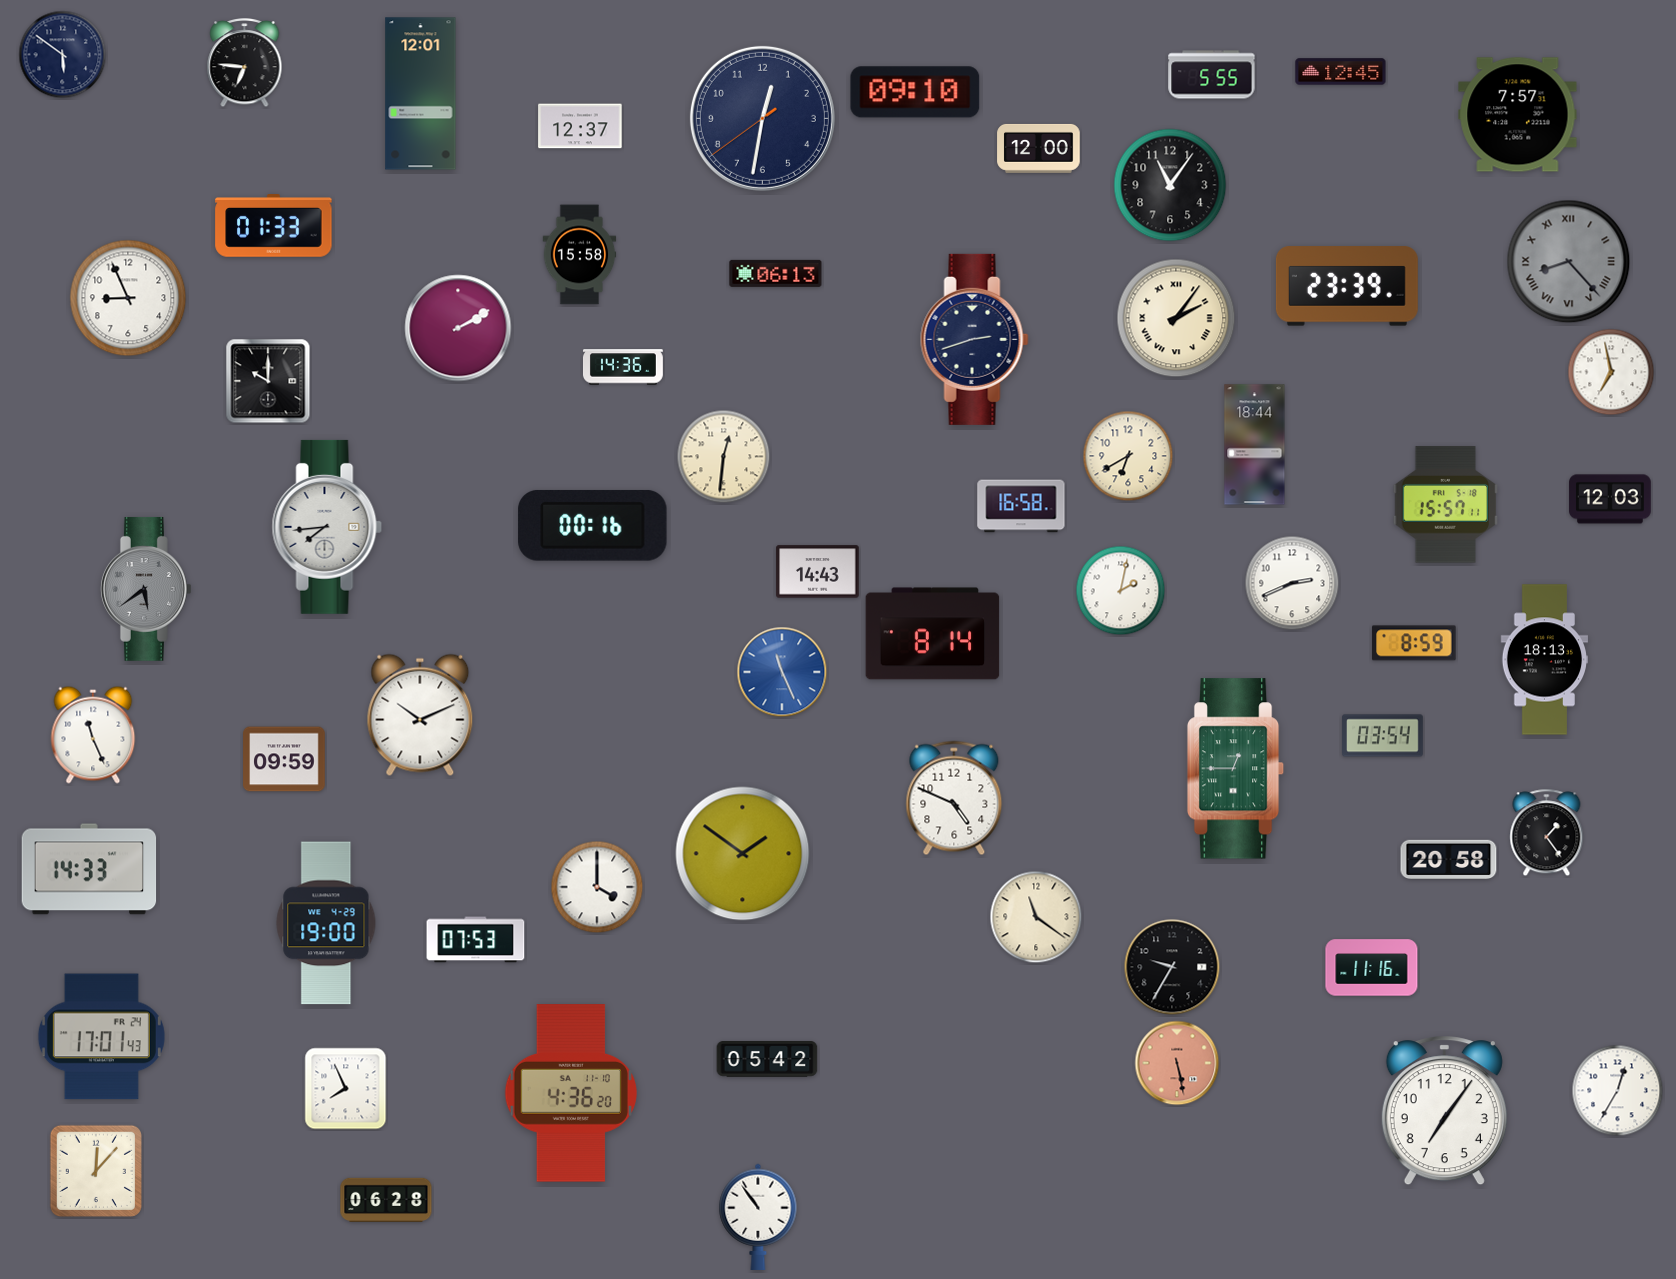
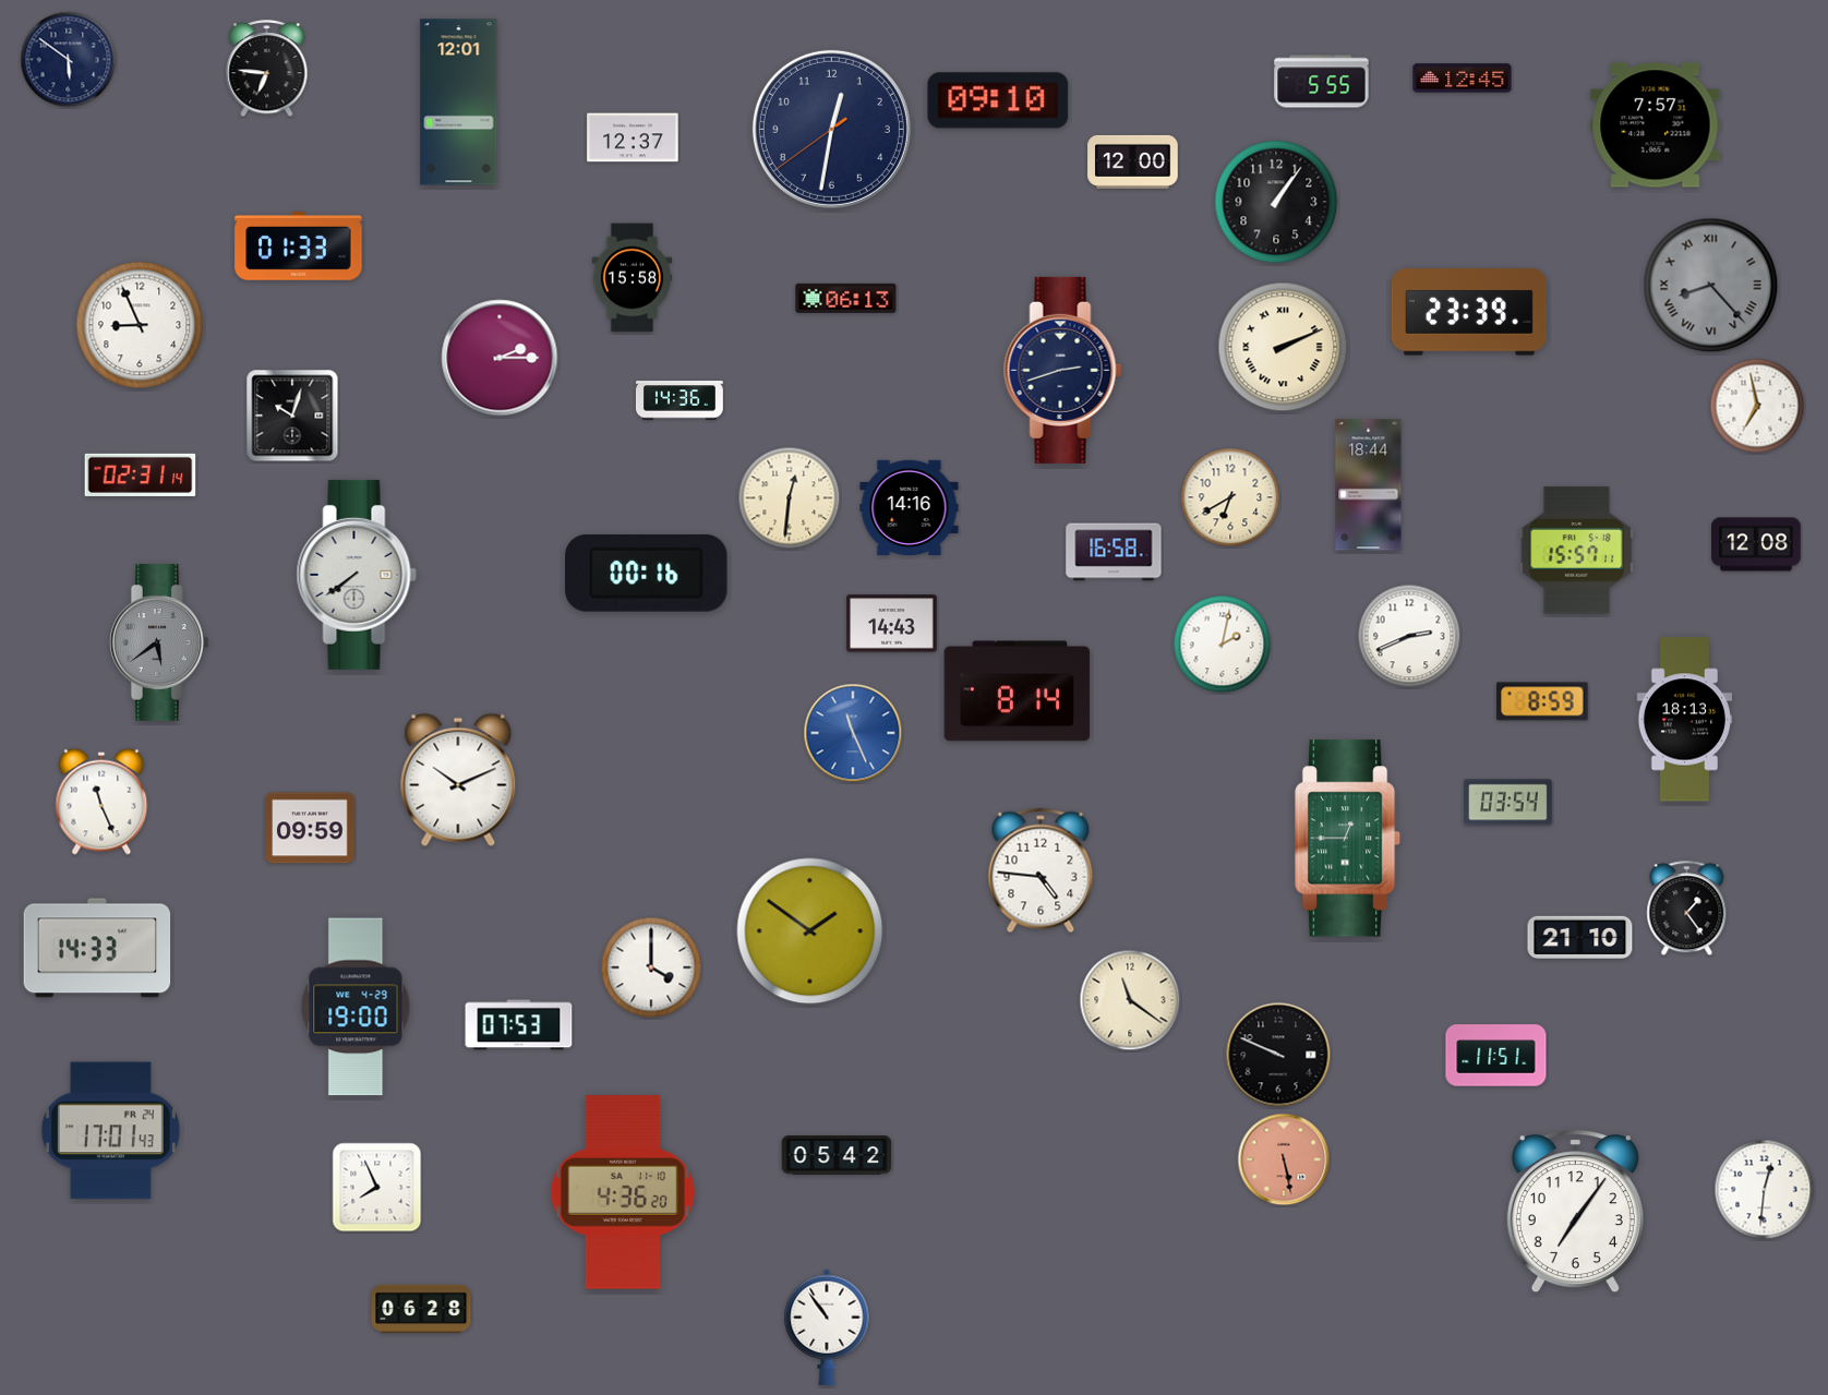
clock at (1170, 185): 11:06 -> 1:06
clock at (1176, 318): 2:06 -> 2:11
clock at (458, 328): 2:10 -> 2:15
clock at (268, 381): 10:00 -> 10:03
clock at (141, 474): none -> 02:31
clock at (910, 507): none -> 14:16
clock at (1610, 499): 12:03 -> 12:08
clock at (327, 527): 7:44 -> 7:39
clock at (954, 798): 4:49 -> 4:46
clock at (1449, 859): 20:58 -> 21:10
clock at (1172, 967): 9:35 -> 9:49
clock at (1372, 968): 11:16 -> 11:51
clock at (1618, 1091): 12:35 -> 12:31
clock at (95, 1170): 12:07 -> none
